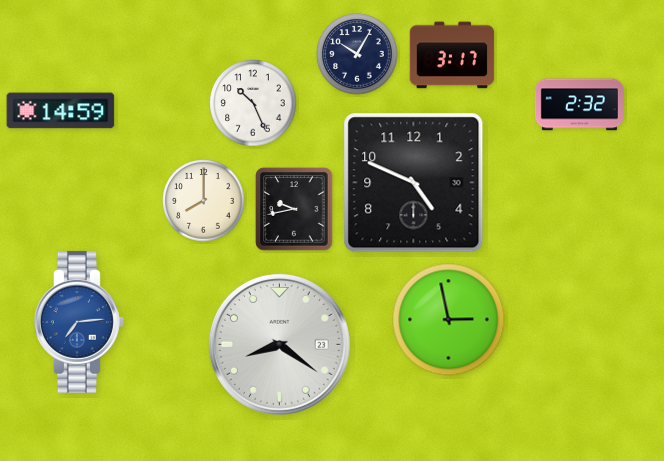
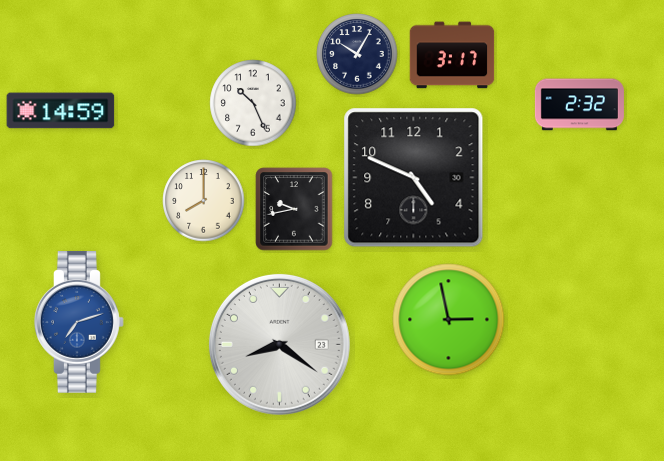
clock at (414, 183) position: (414, 183) -> (414, 178)
clock at (79, 322): 7:14 -> 7:12
